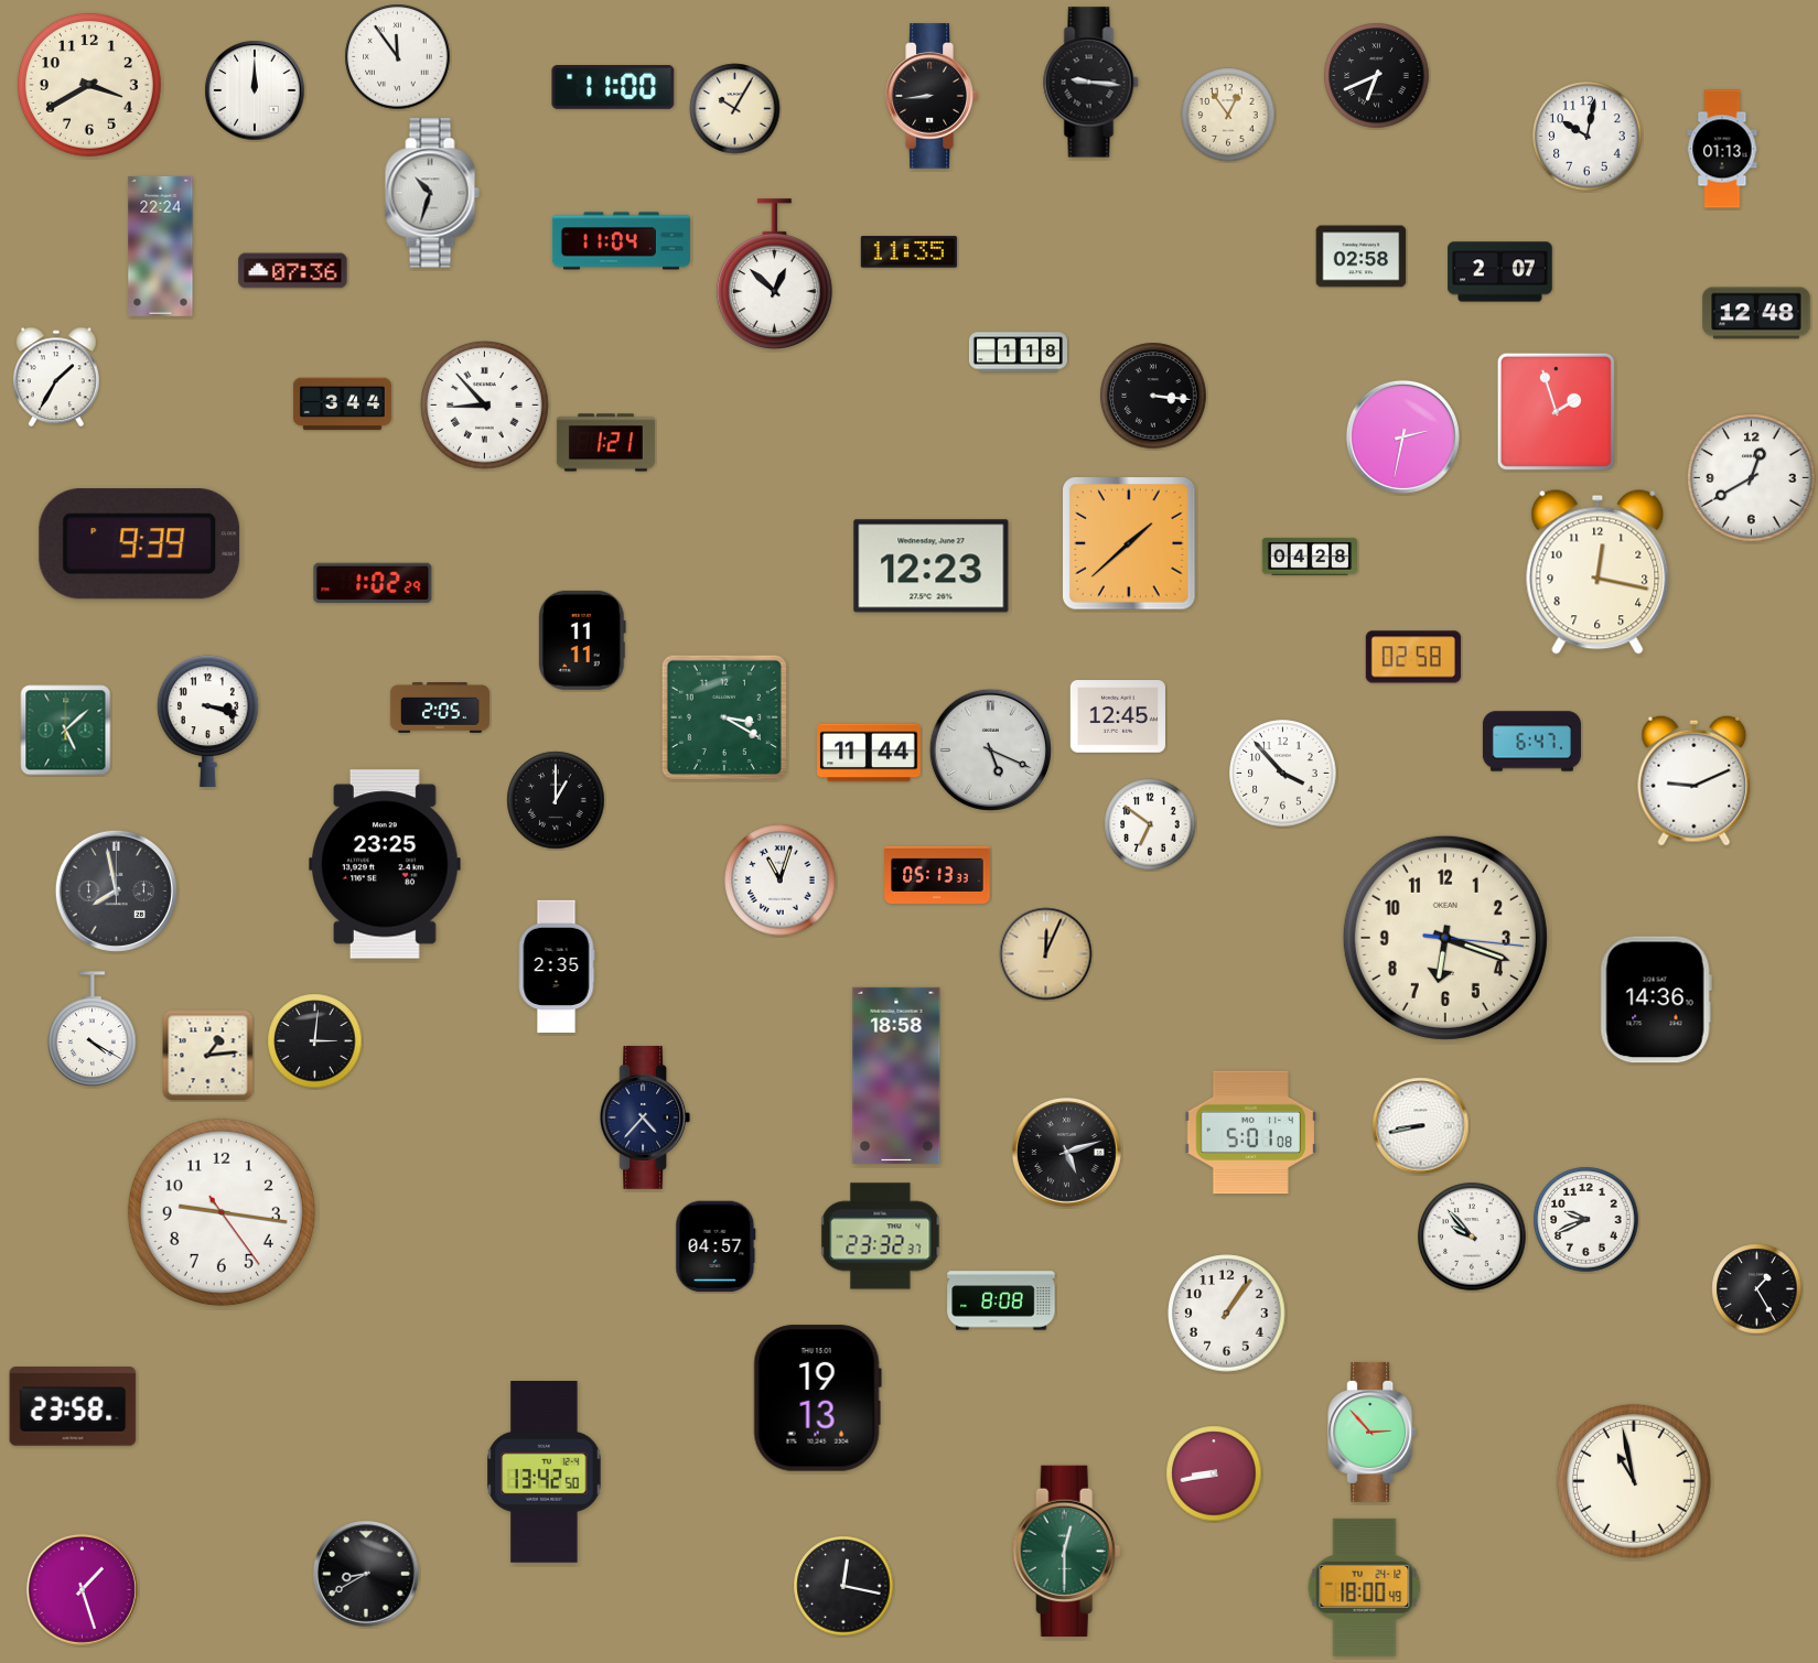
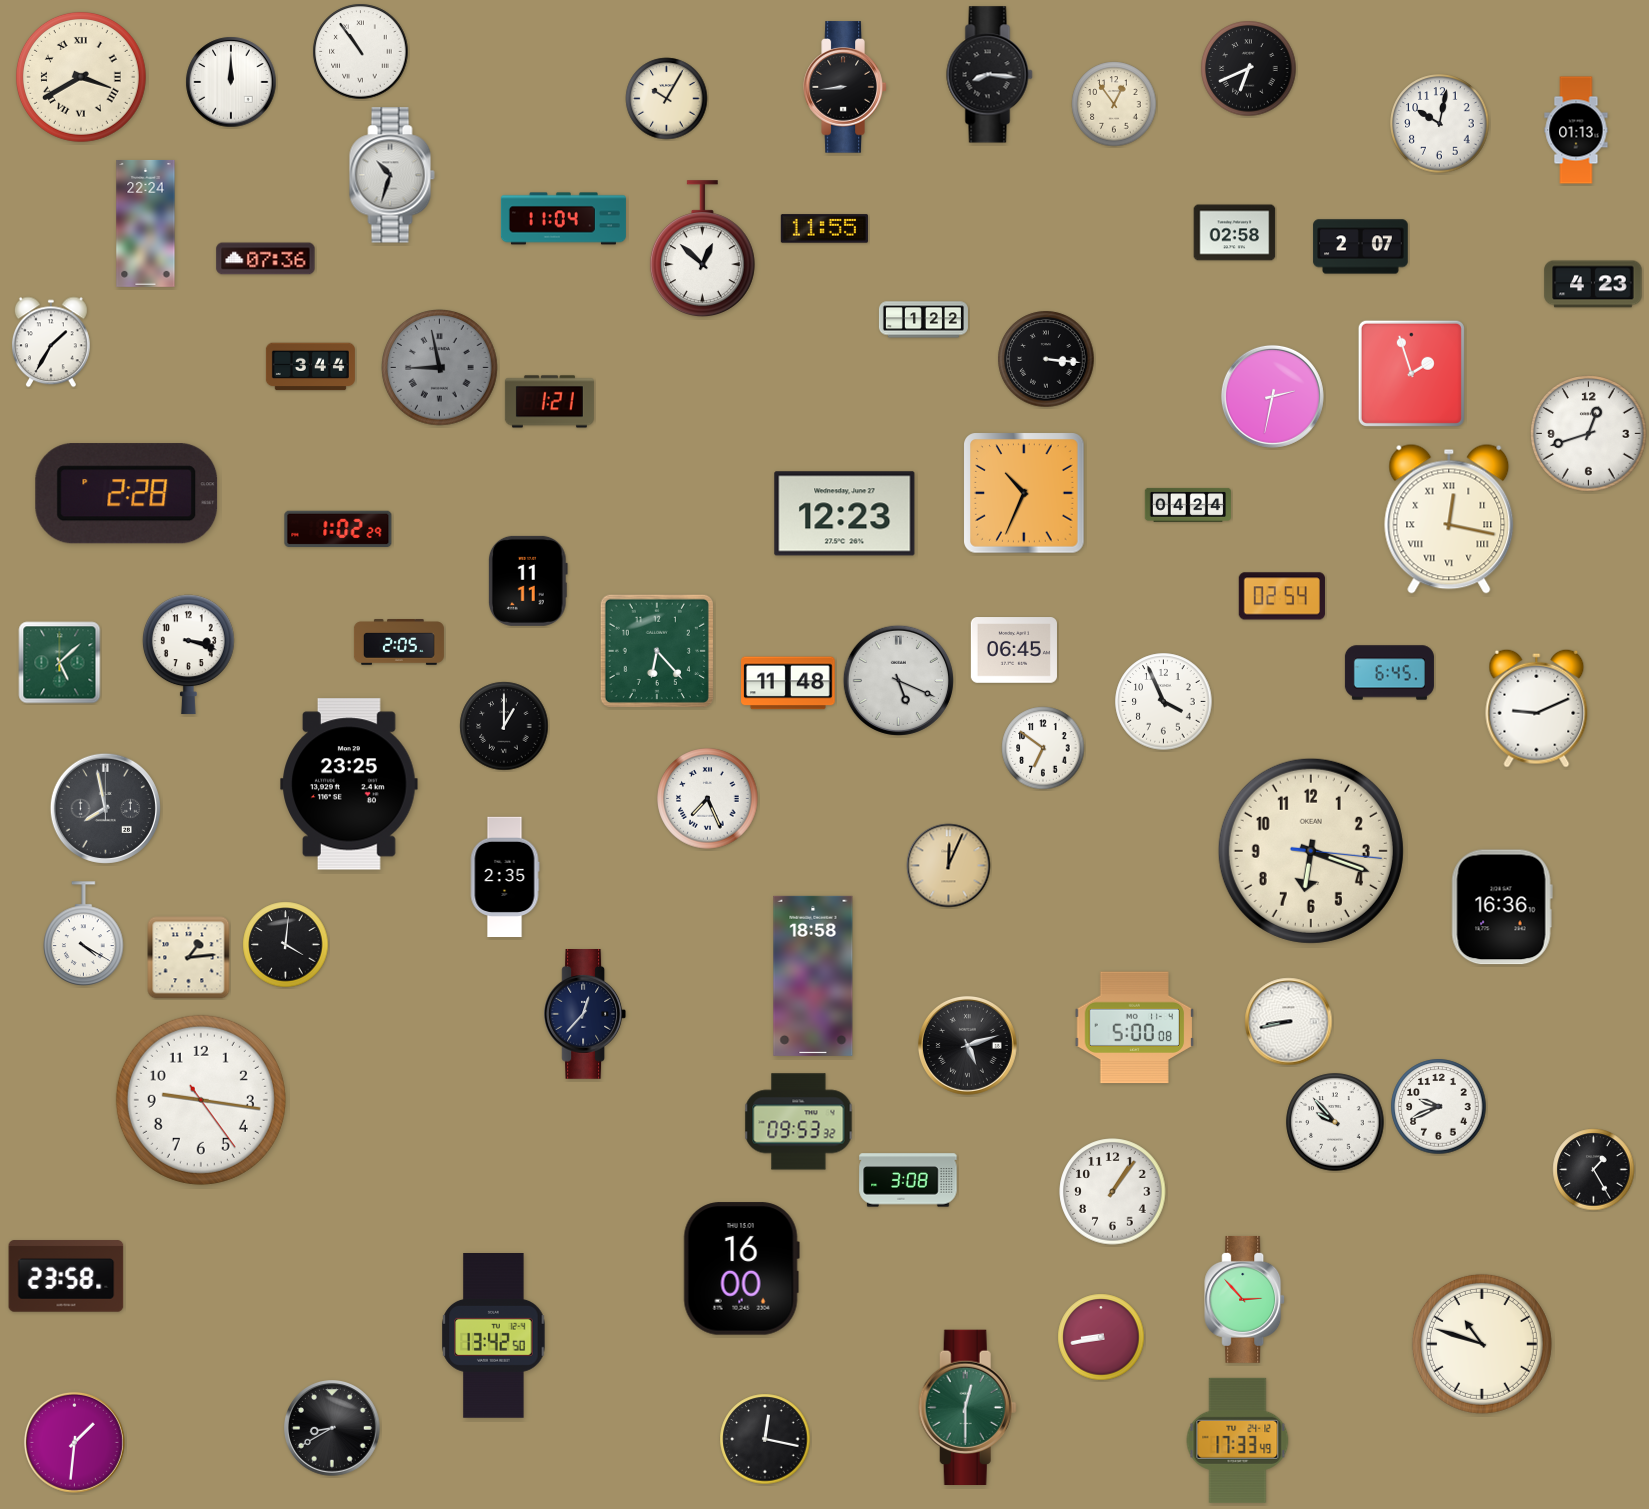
clock at (398, 57): 11:54 -> 10:54
clock at (1091, 83): 9:16 -> 8:16
clock at (89, 85) numerals: Arabic -> Roman
clock at (613, 88): 11:00 -> none
clock at (1722, 149) position: (1722, 149) -> (1576, 130)
clock at (908, 252): 11:35 -> 11:55
clock at (293, 271) position: (293, 271) -> (266, 259)
clock at (1756, 313): 12:48 -> 4:23
clock at (1018, 353): 1:18 -> 1:22
clock at (485, 406): 8:53 -> 8:58
clock at (485, 406) dial: white -> grey
clock at (1752, 478): 12:40 -> 12:42
clock at (1129, 543): 1:38 -> 10:34
clock at (140, 544): 9:39 -> 2:28
clock at (1309, 557): 04:28 -> 04:24
clock at (1598, 572) numerals: Arabic -> Roman
clock at (1413, 657): 02:58 -> 02:54
clock at (1118, 716): 12:45 -> 06:45
clock at (724, 717): 3:20 -> 6:23
clock at (1531, 742): 6:47 -> 6:45
clock at (870, 753): 11:44 -> 11:48
clock at (1283, 774): 3:53 -> 3:56
clock at (937, 874): 05:13 -> none
clock at (781, 881): 11:03 -> 7:26
clock at (1656, 1000): 14:36 -> 16:36
clock at (315, 1041): 3:01 -> 4:01
clock at (644, 1119): 4:37 -> 12:37
clock at (1250, 1133): 5:01 -> 5:00
clock at (881, 1237): 23:32 -> 09:53
clock at (716, 1246): 04:57 -> none
clock at (1001, 1300): 8:08 -> 3:08
clock at (817, 1399): 19:13 -> 16:00
clock at (1634, 1481): 10:58 -> 10:48
clock at (1365, 1587): 18:00 -> 17:33
clock at (82, 1589): 1:27 -> 1:31
